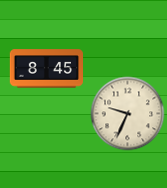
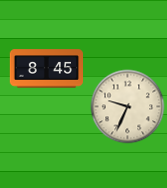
clock at (128, 114) position: (128, 114) -> (128, 107)
